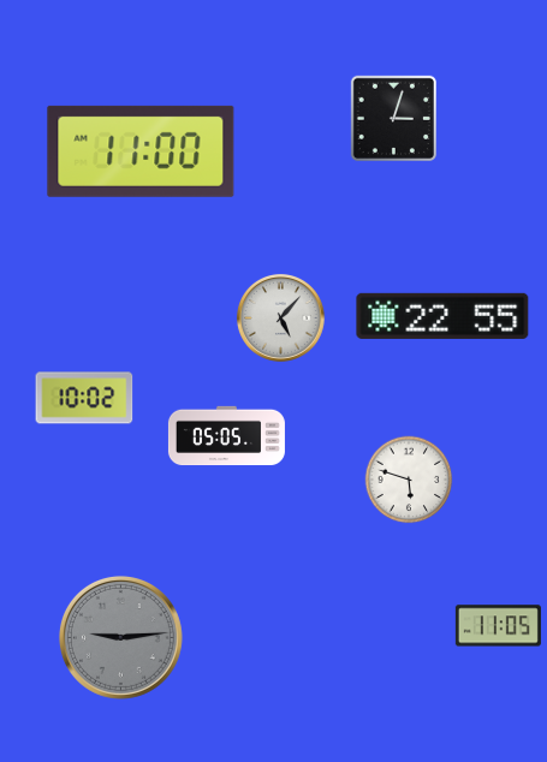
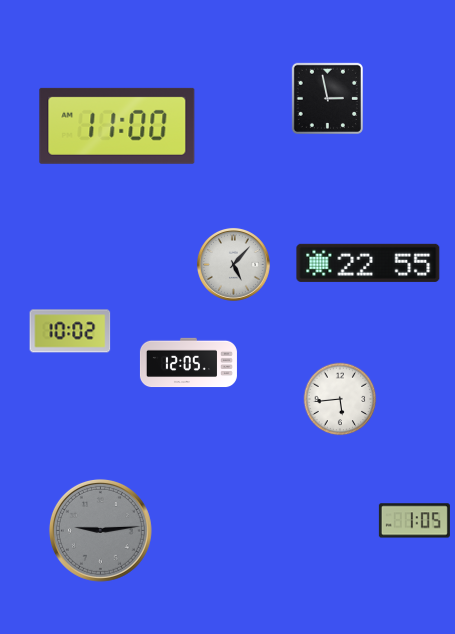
clock at (393, 118): 3:03 -> 2:58
clock at (226, 436): 05:05 -> 12:05
clock at (409, 480): 5:48 -> 5:44
clock at (498, 626): 11:05 -> 1:05
